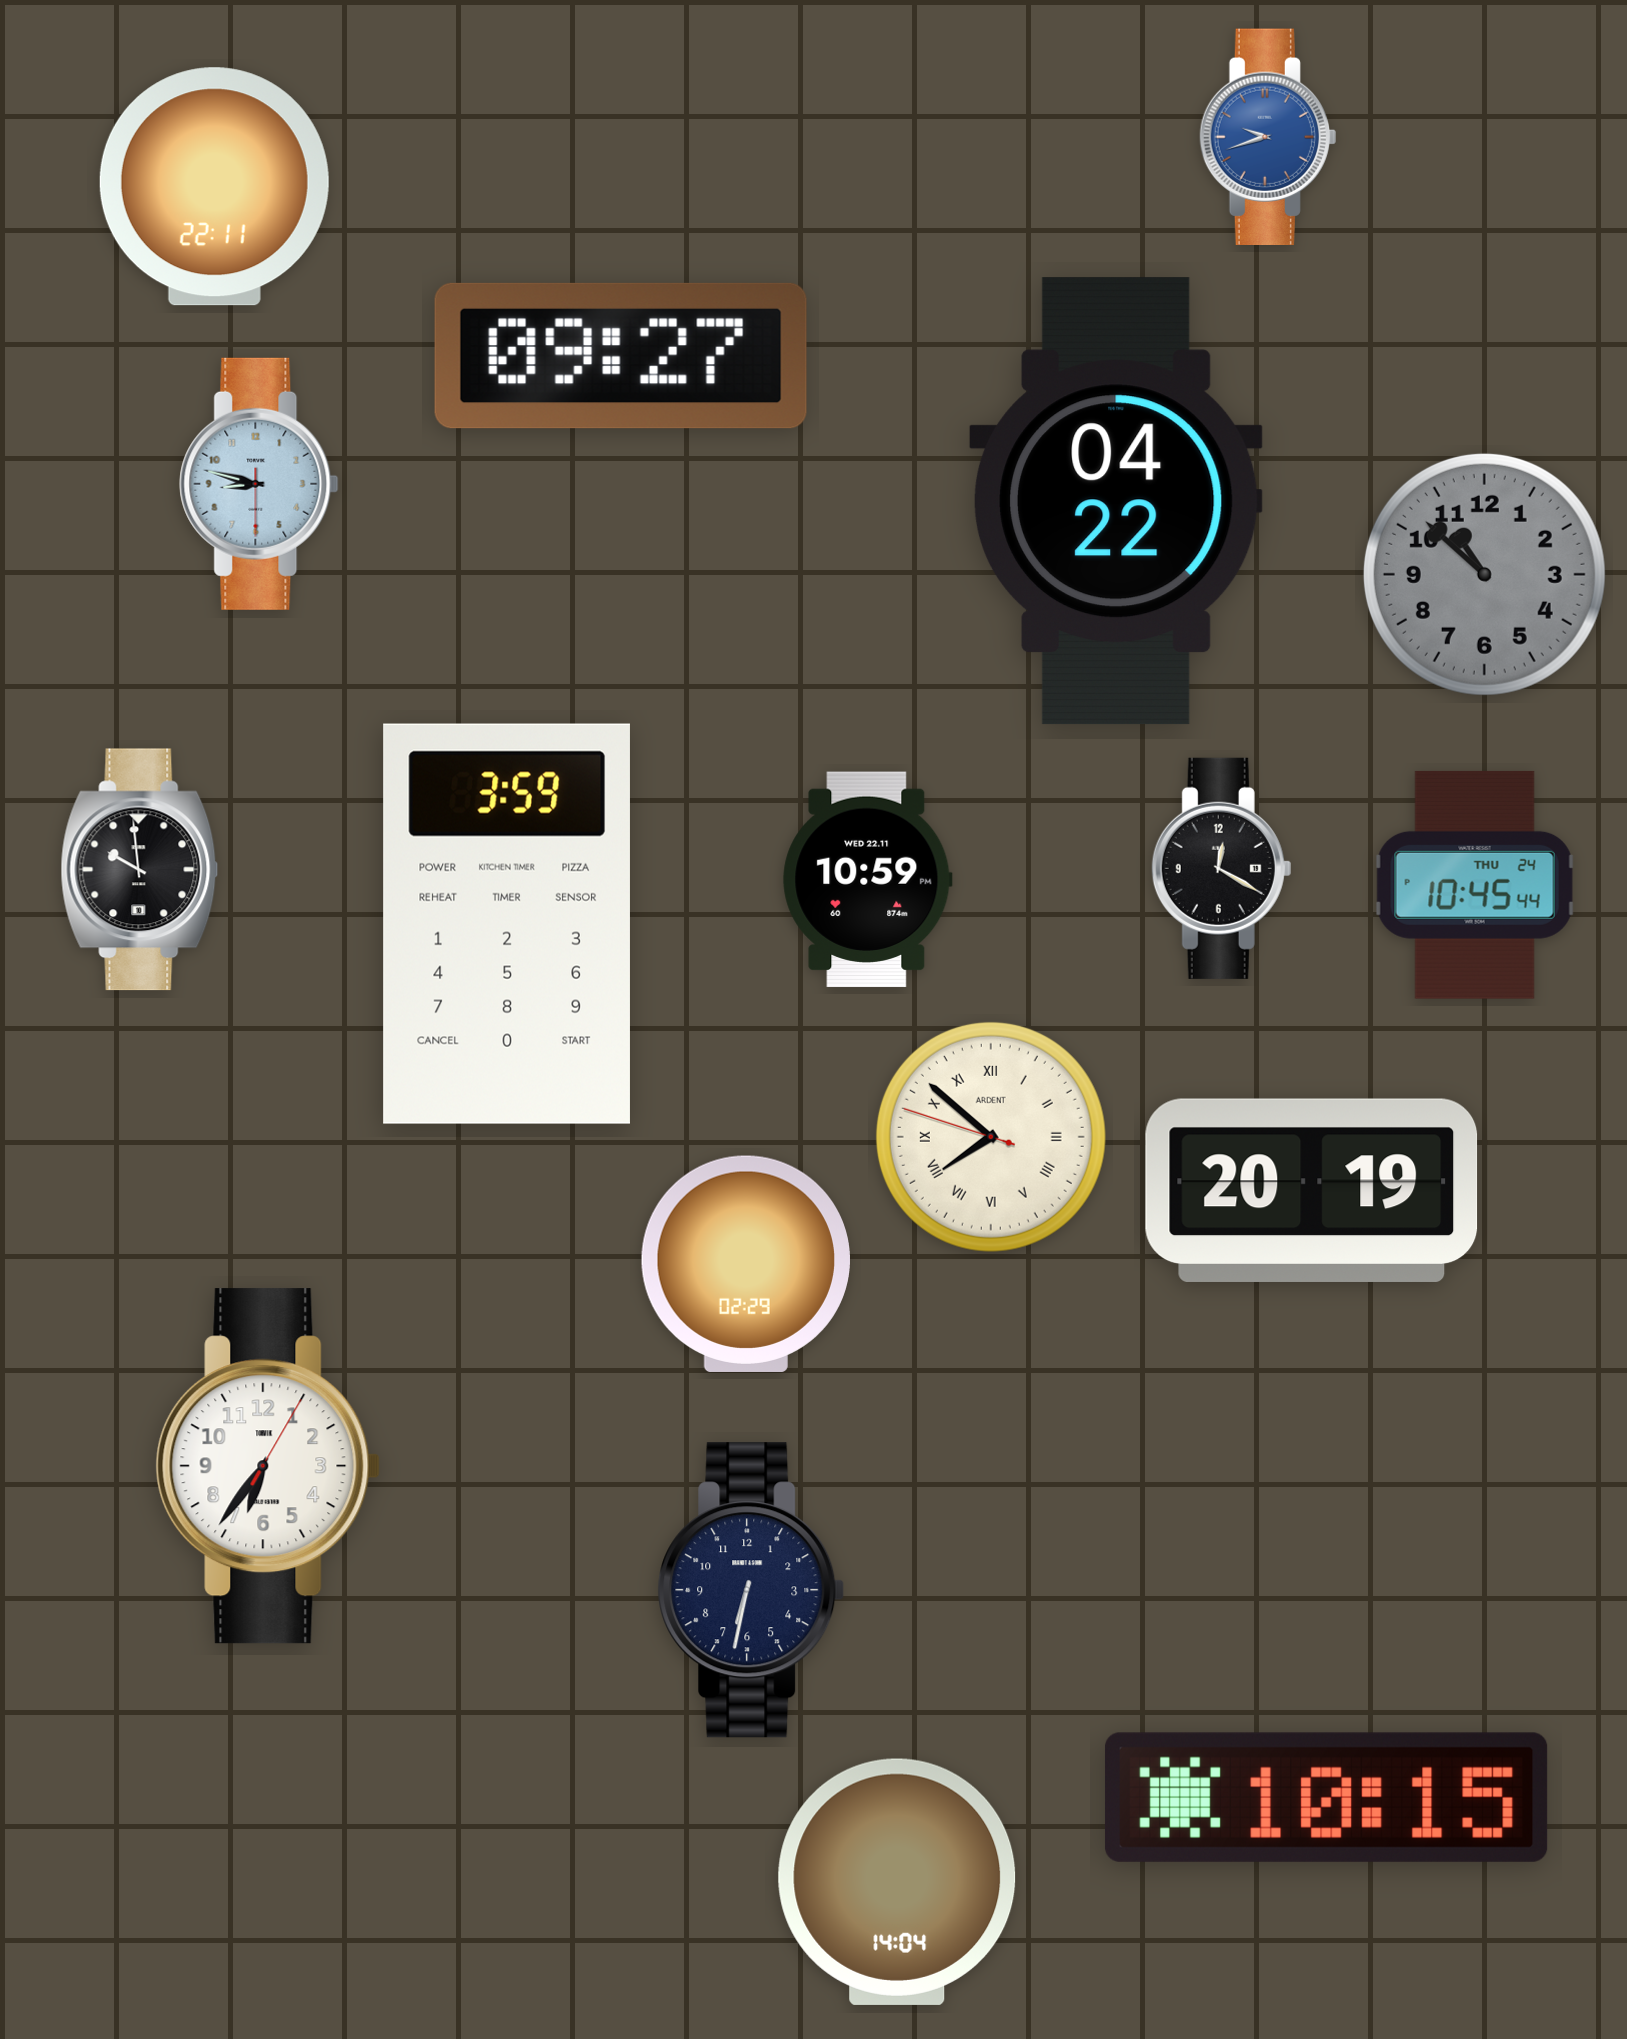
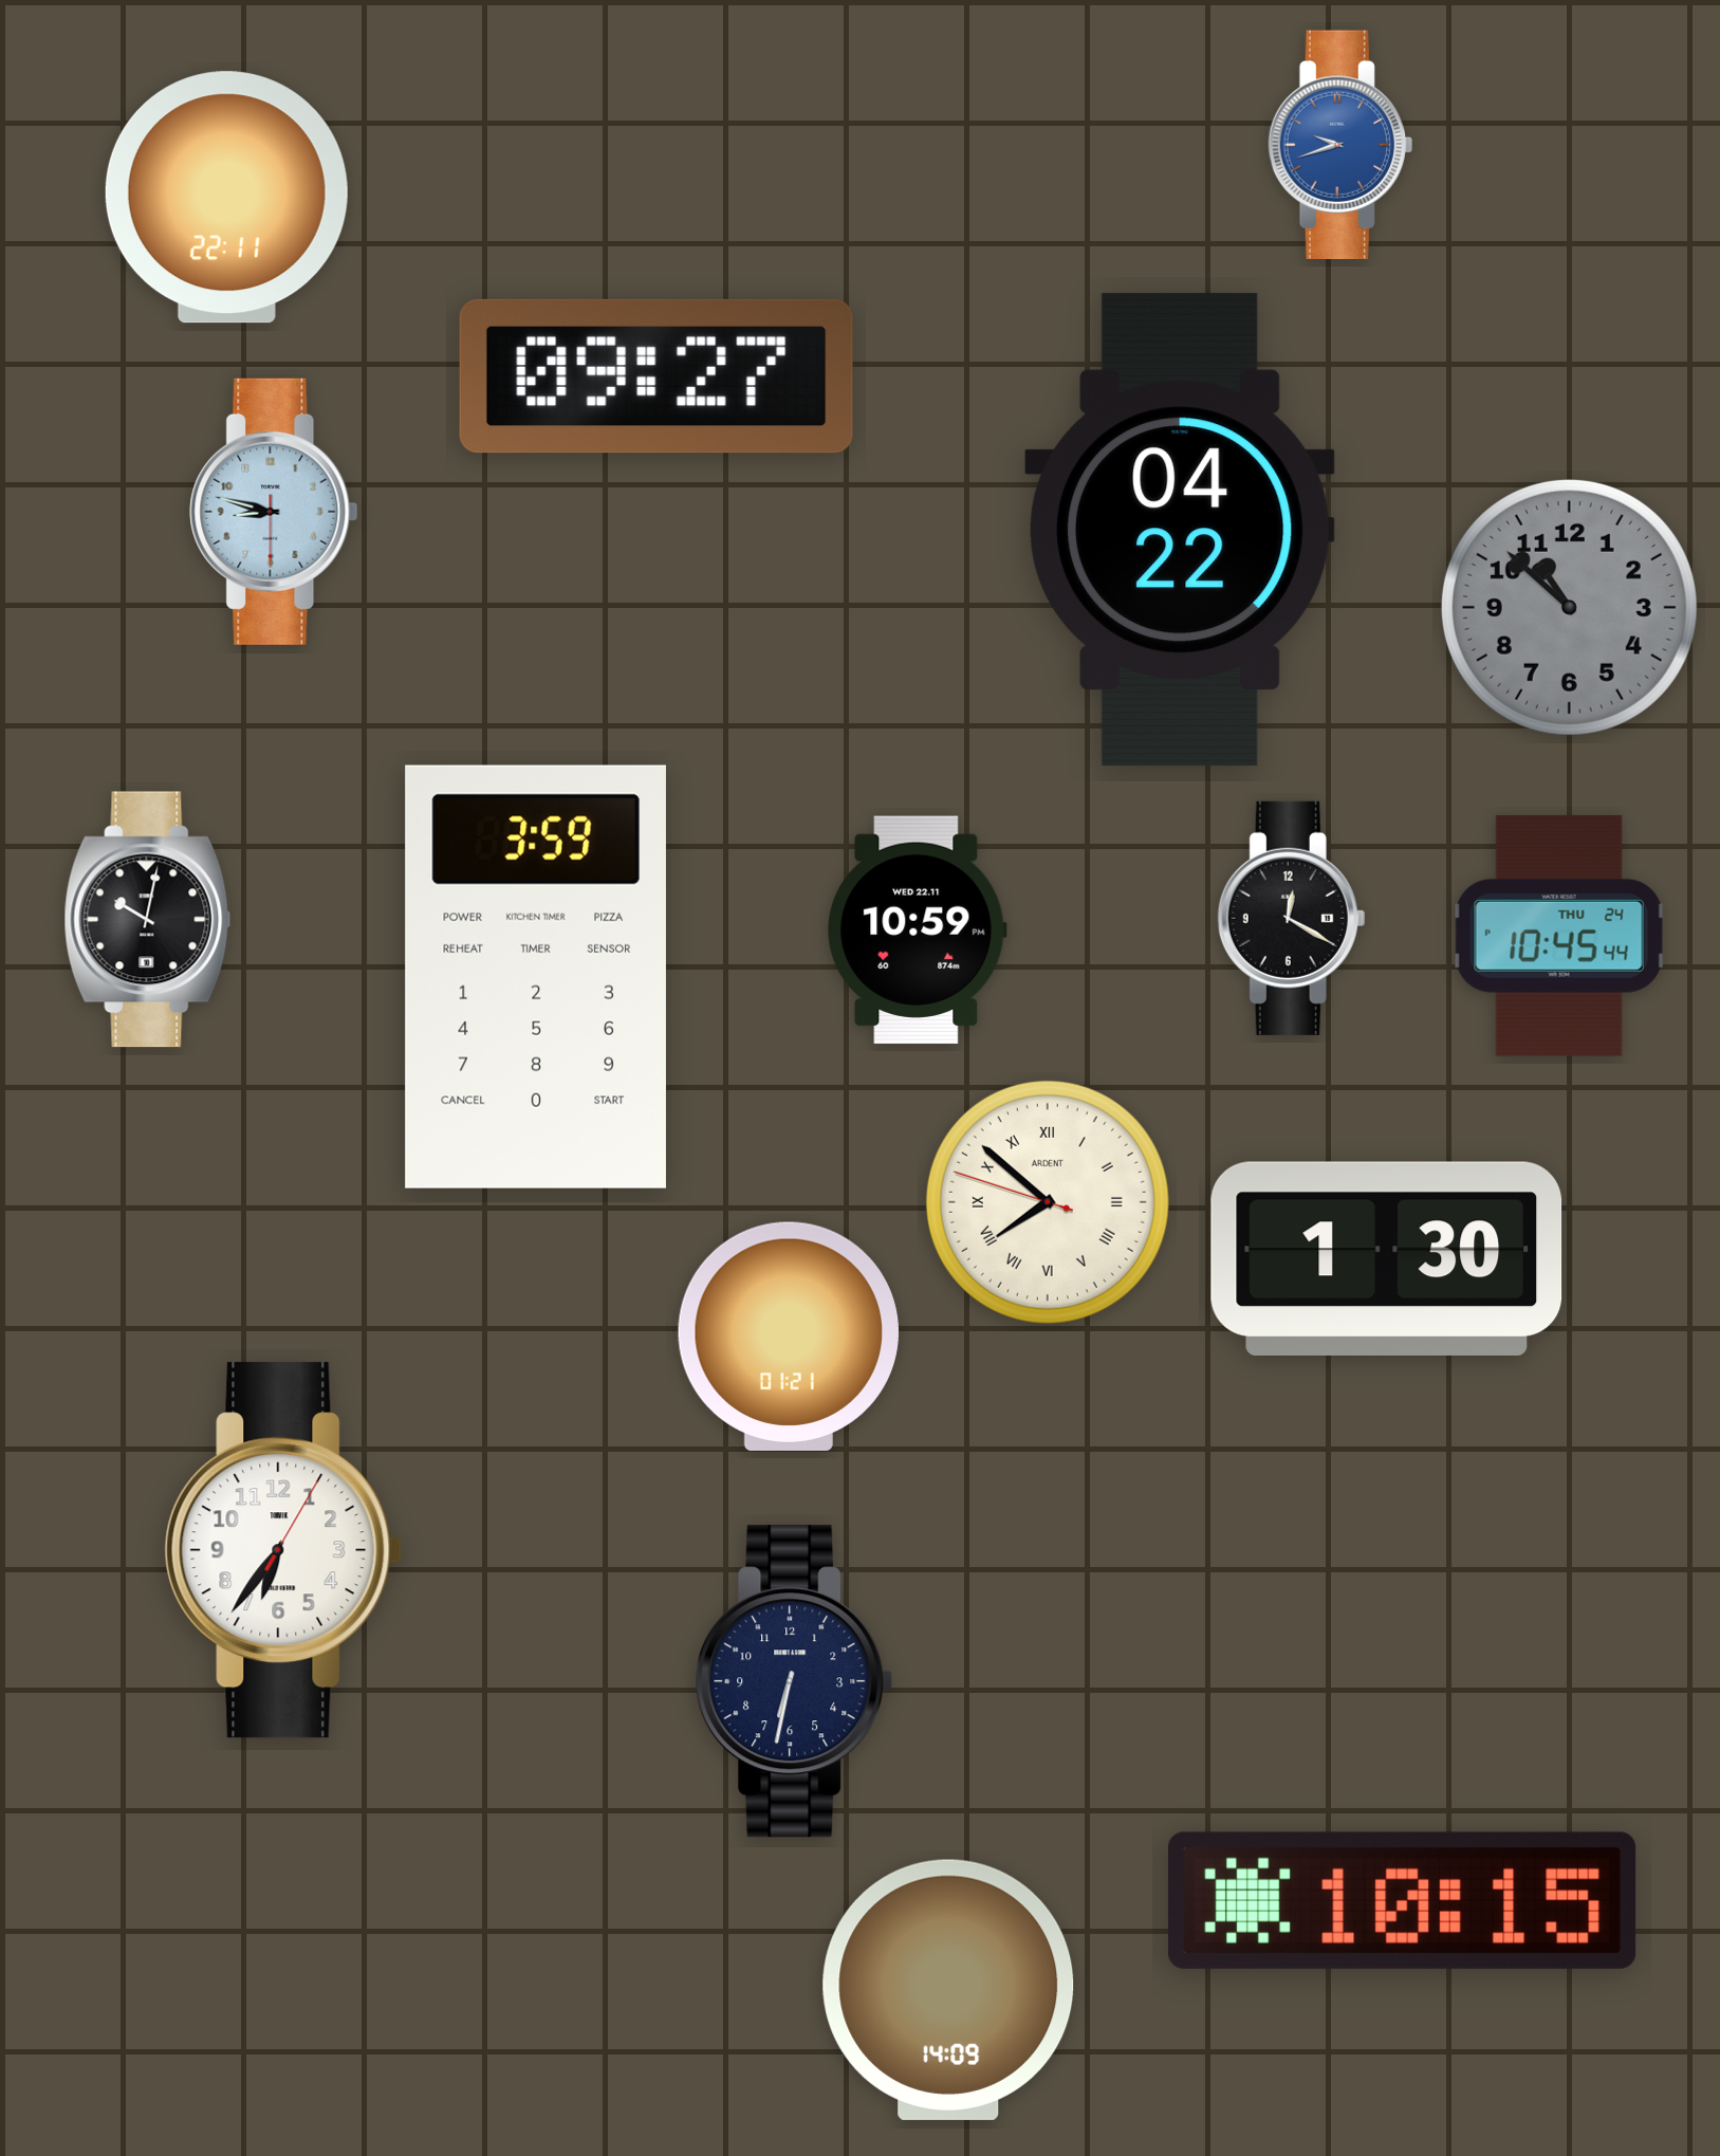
clock at (140, 870): 9:59 -> 10:02
clock at (1312, 1190): 20:19 -> 1:30
clock at (746, 1264): 02:29 -> 01:21
clock at (897, 1882): 14:04 -> 14:09
